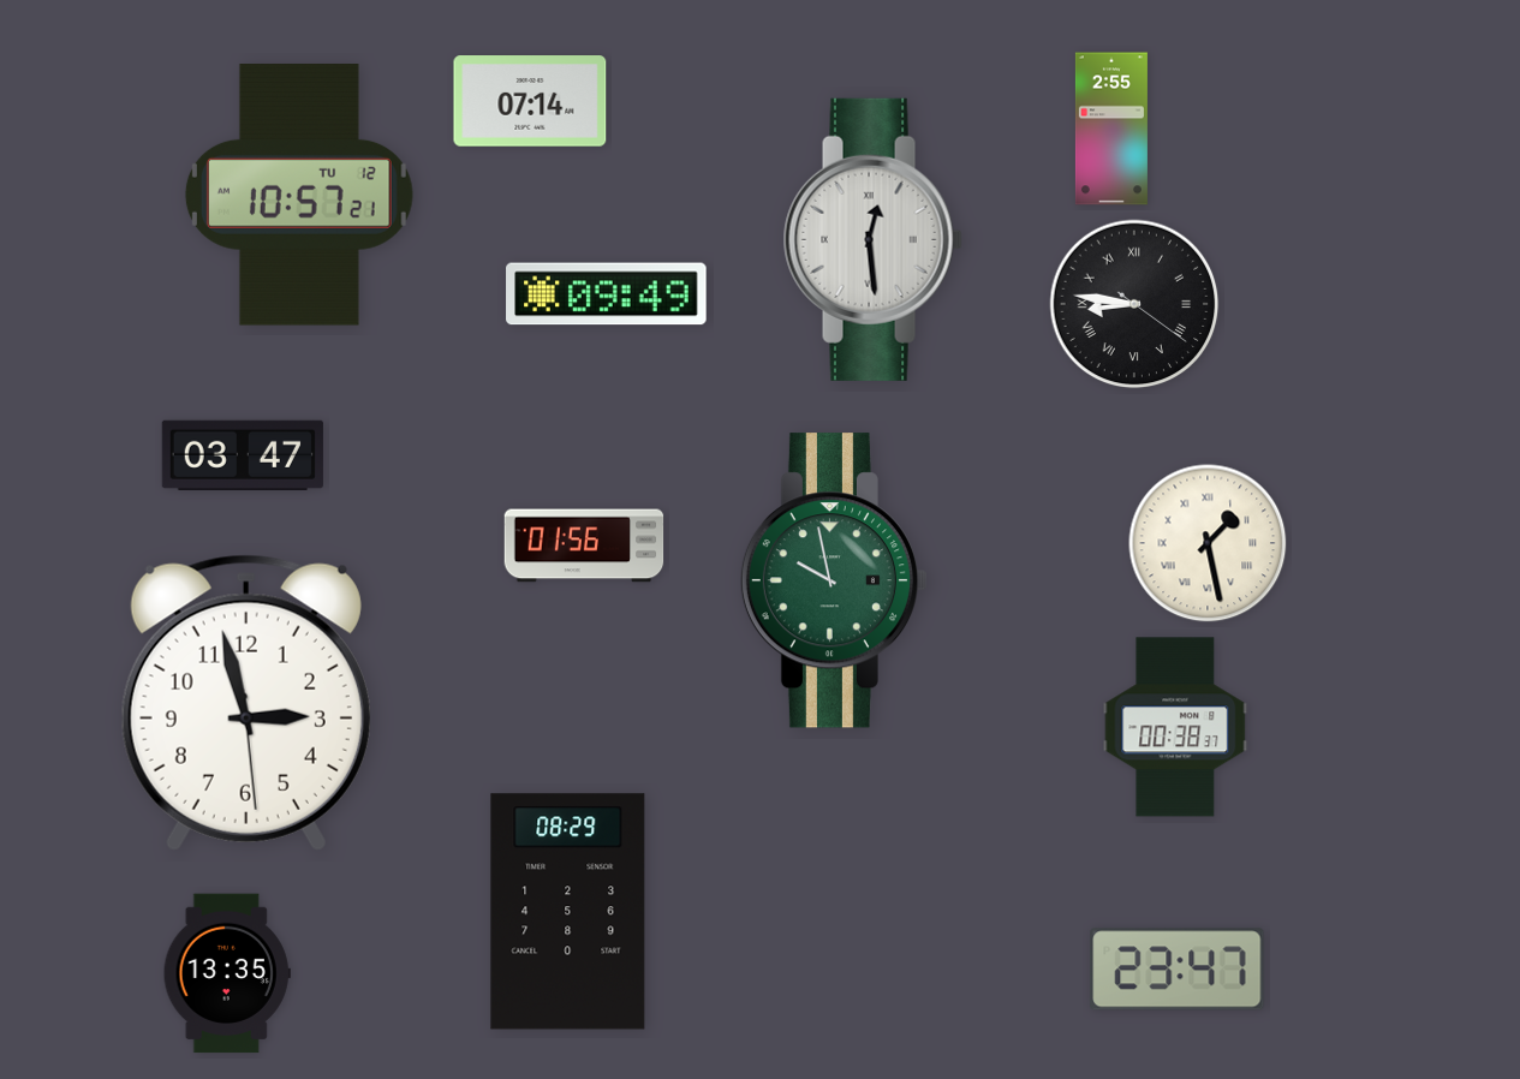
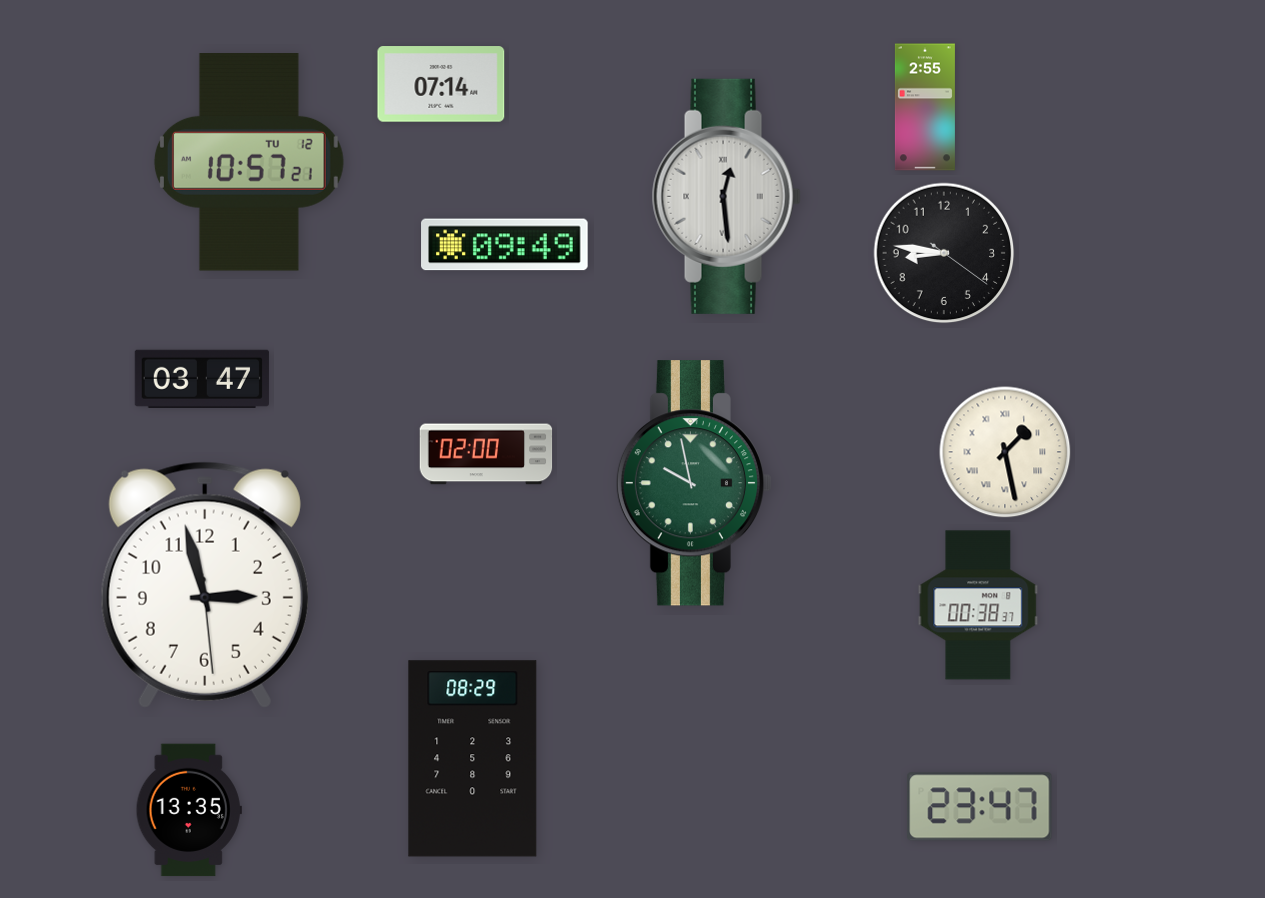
clock at (872, 239) position: (872, 239) -> (726, 196)
clock at (1134, 304) numerals: Roman -> Arabic
clock at (584, 546): 01:56 -> 02:00
